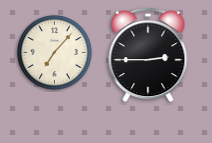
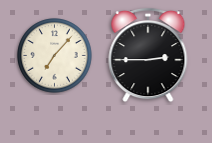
clock at (55, 53) position: (55, 53) -> (55, 56)
